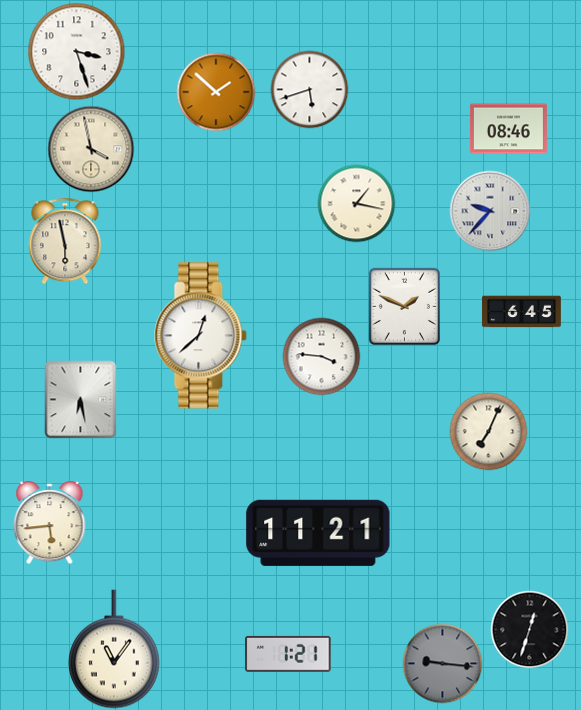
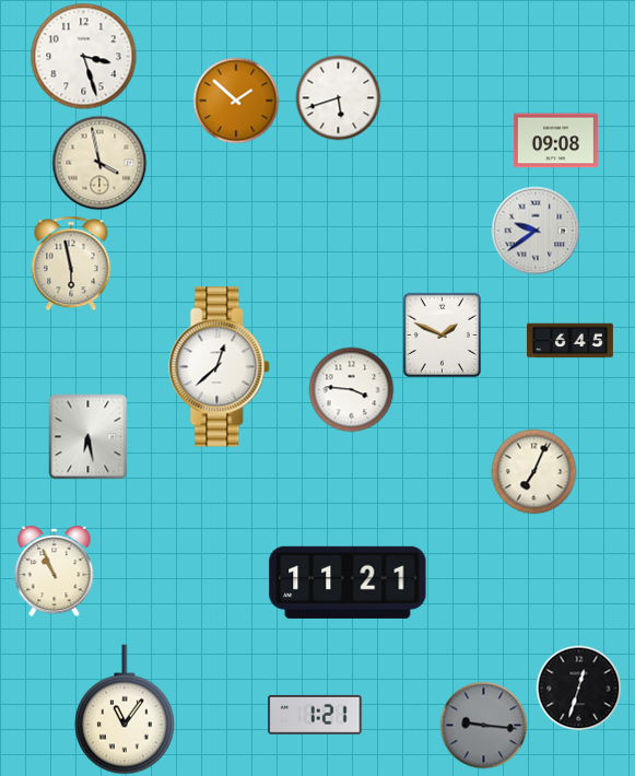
clock at (508, 129): 08:46 -> 09:08
clock at (356, 203): 1:17 -> none
clock at (490, 211): 9:37 -> 9:39
clock at (50, 523): 5:44 -> 10:56
